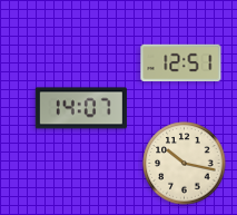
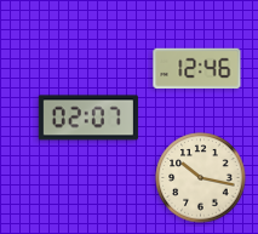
clock at (181, 63): 12:51 -> 12:46
clock at (81, 108): 14:07 -> 02:07
